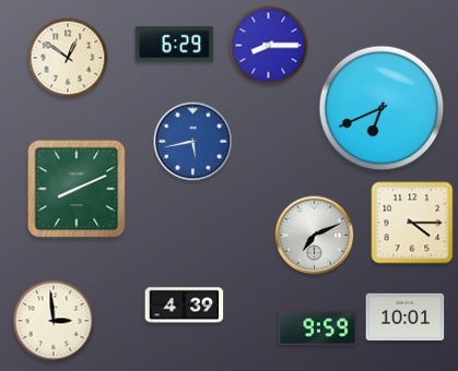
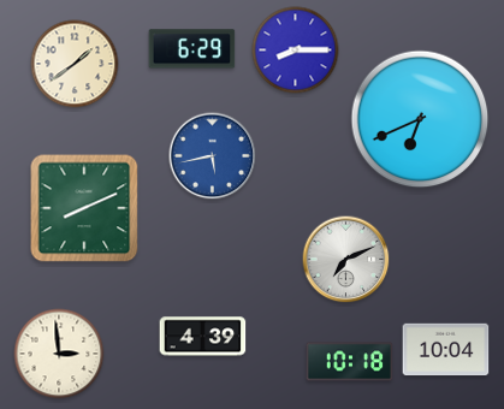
clock at (68, 58): 12:51 -> 1:39
clock at (412, 223): 4:15 -> none
clock at (406, 318): 10:01 -> 10:04
clock at (318, 328): 9:59 -> 10:18
